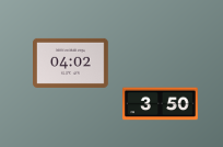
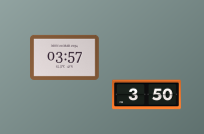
clock at (71, 63): 04:02 -> 03:57
